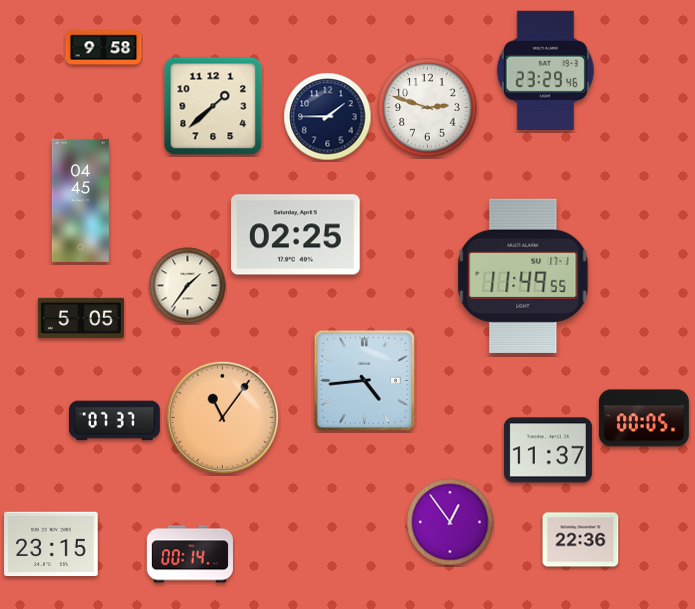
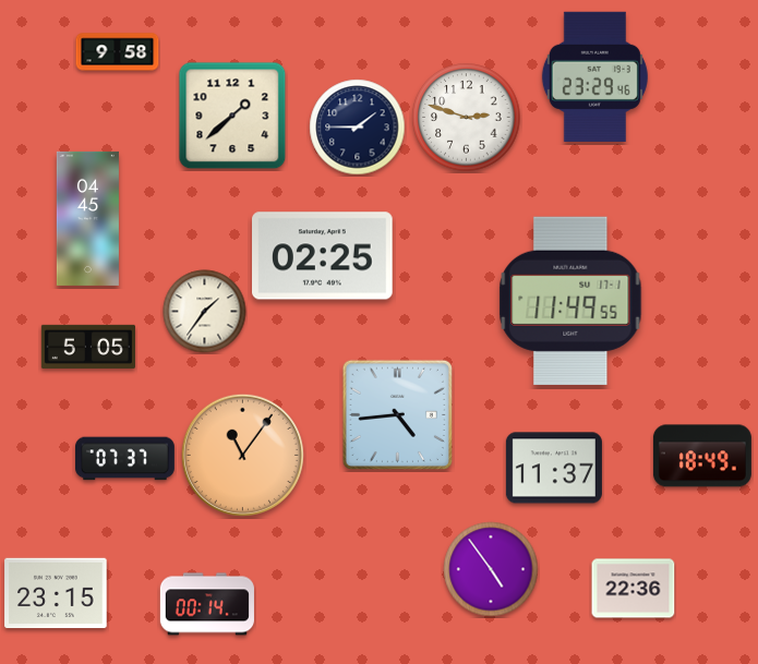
clock at (104, 48) position: (104, 48) -> (118, 52)
clock at (644, 418): 00:05 -> 18:49
clock at (548, 450) position: (548, 450) -> (554, 468)
clock at (450, 522): 12:54 -> 4:54
